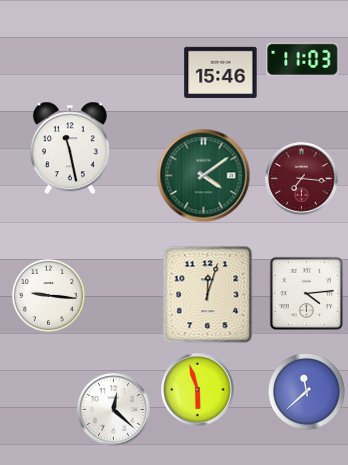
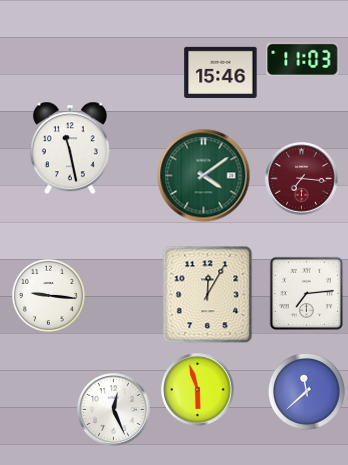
clock at (306, 293): 4:14 -> 7:14
clock at (208, 295): 12:03 -> 12:05
clock at (114, 410): 12:22 -> 12:26
